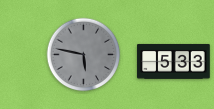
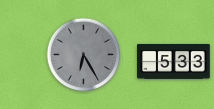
clock at (84, 55): 5:47 -> 6:25
